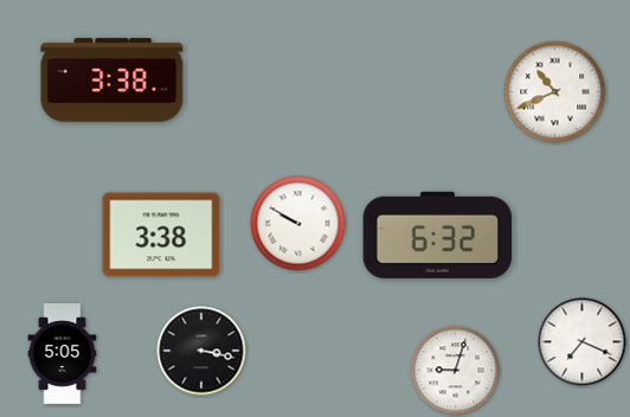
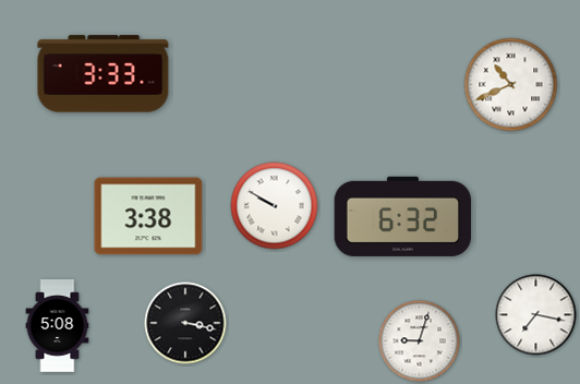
clock at (112, 81): 3:38 -> 3:33
clock at (583, 342): 7:19 -> 7:17
clock at (63, 354): 5:05 -> 5:08
